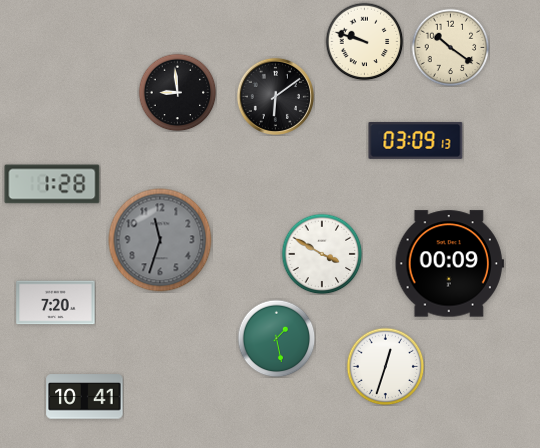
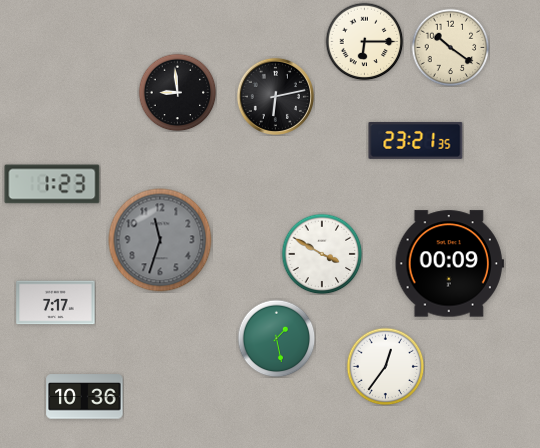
clock at (364, 41): 9:48 -> 6:15
clock at (275, 96): 6:09 -> 6:13
clock at (416, 140): 03:09 -> 23:21
clock at (52, 184): 1:28 -> 1:23
clock at (56, 303): 7:20 -> 7:17
clock at (385, 366): 12:33 -> 12:36
clock at (85, 397): 10:41 -> 10:36
